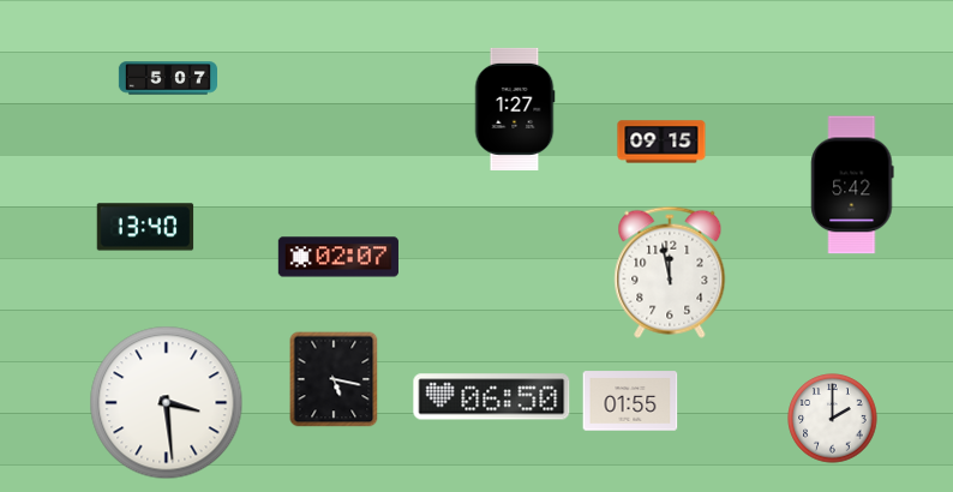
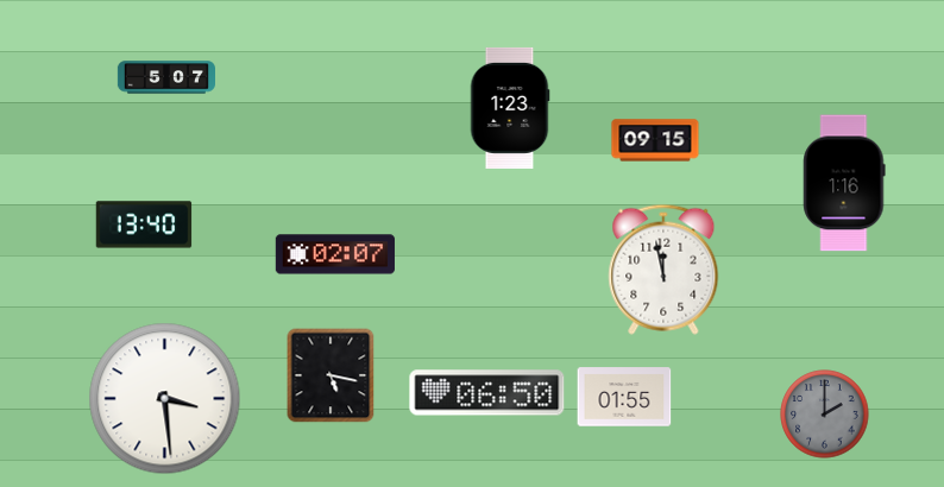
clock at (515, 109): 1:27 -> 1:23
clock at (852, 185): 5:42 -> 1:16
clock at (833, 419) dial: white -> grey
